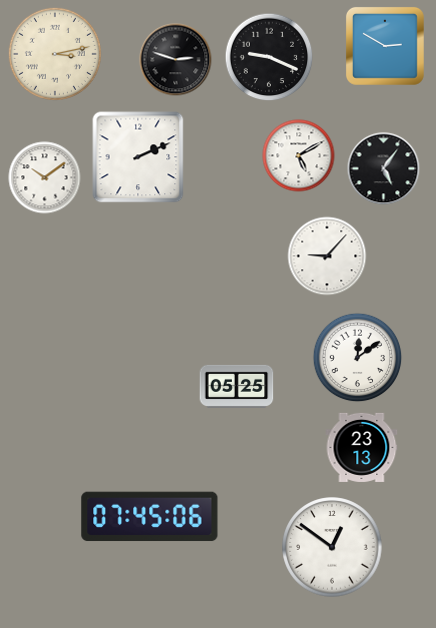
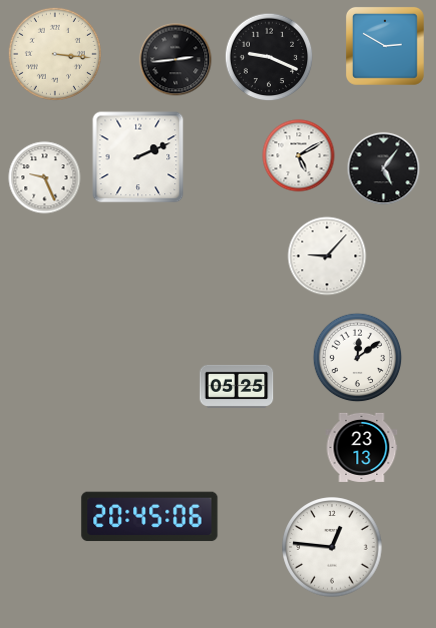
clock at (55, 54): 3:13 -> 3:16
clock at (176, 60): 2:48 -> 2:44
clock at (45, 178): 10:09 -> 9:26
clock at (150, 517): 07:45 -> 20:45
clock at (332, 547): 12:51 -> 12:46
